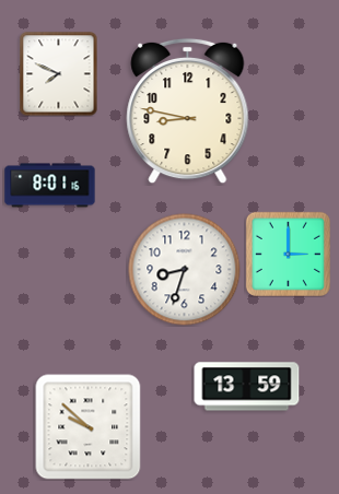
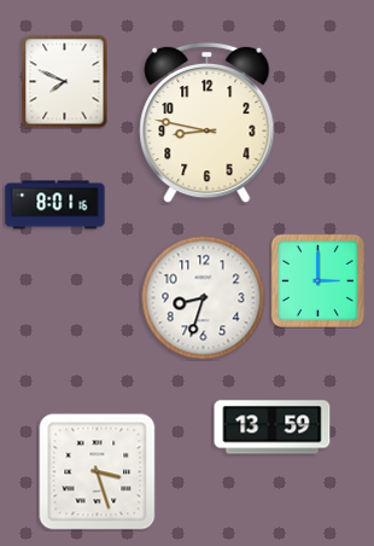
clock at (89, 427): 9:52 -> 3:27
